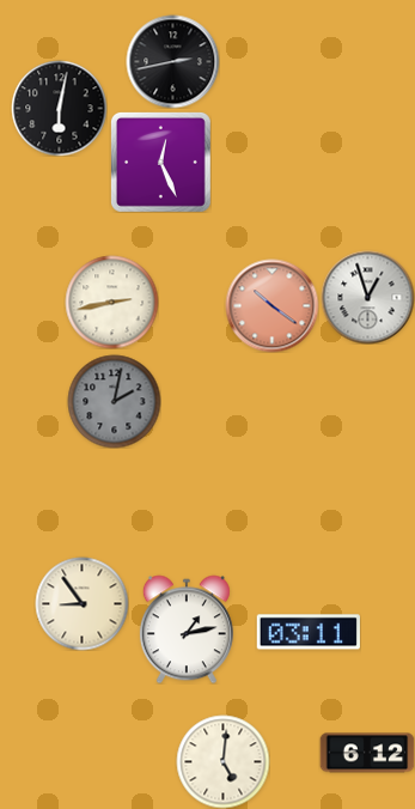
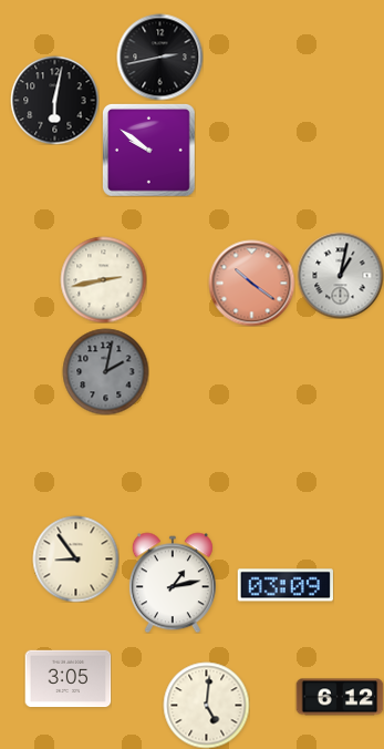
clock at (160, 162): 12:26 -> 9:51
clock at (367, 297): 12:57 -> 1:02
clock at (309, 632): 03:11 -> 03:09
clock at (68, 679): none -> 3:05
